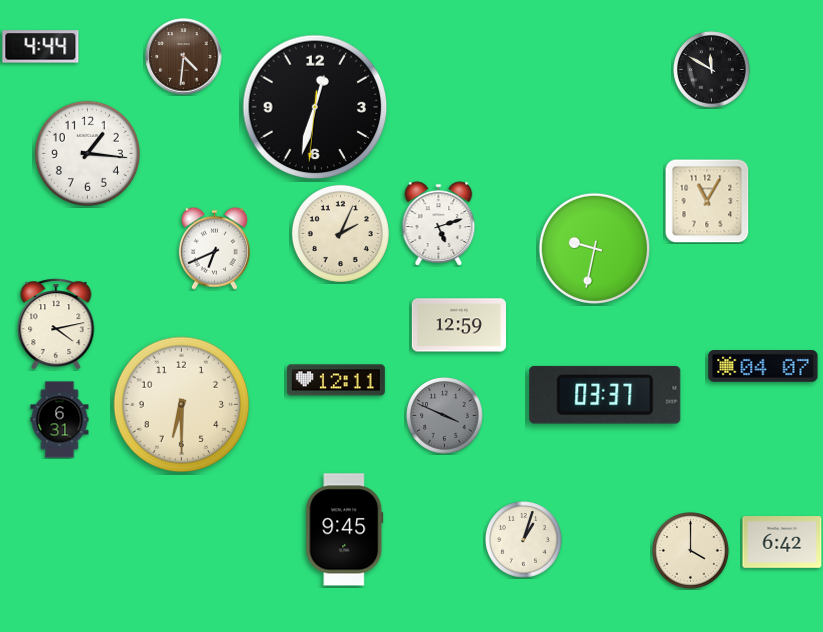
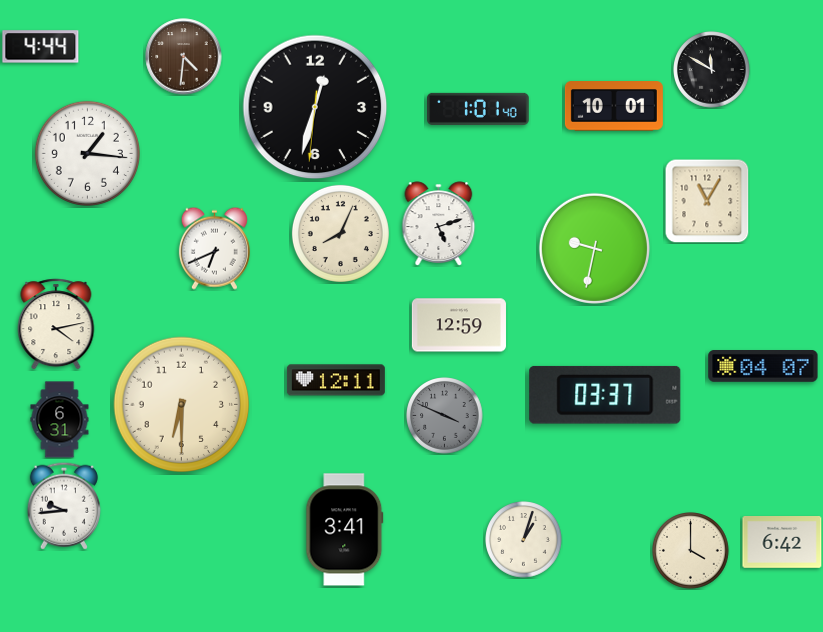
clock at (614, 106): none -> 10:01
clock at (478, 109): none -> 1:01
clock at (340, 233): 2:04 -> 8:04
clock at (64, 506): none -> 9:44
clock at (345, 530): 9:45 -> 3:41
